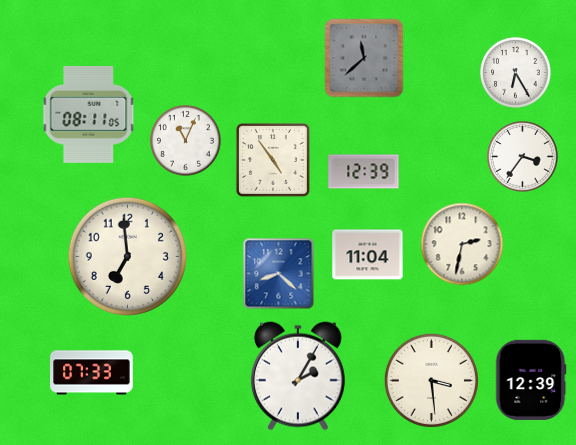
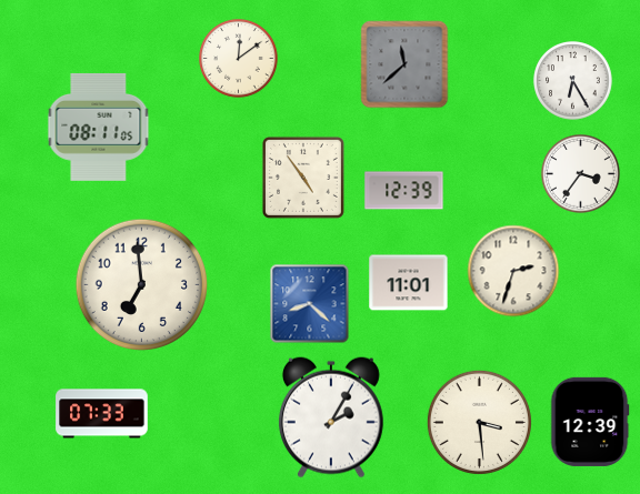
clock at (239, 59): none -> 12:09
clock at (186, 141): 11:04 -> none
clock at (462, 244): 2:32 -> 2:33
clock at (368, 255): 11:04 -> 11:01
